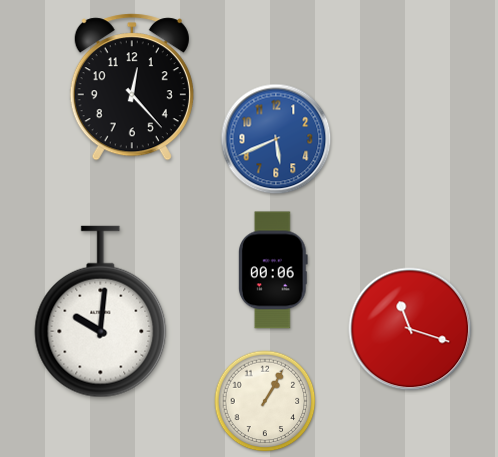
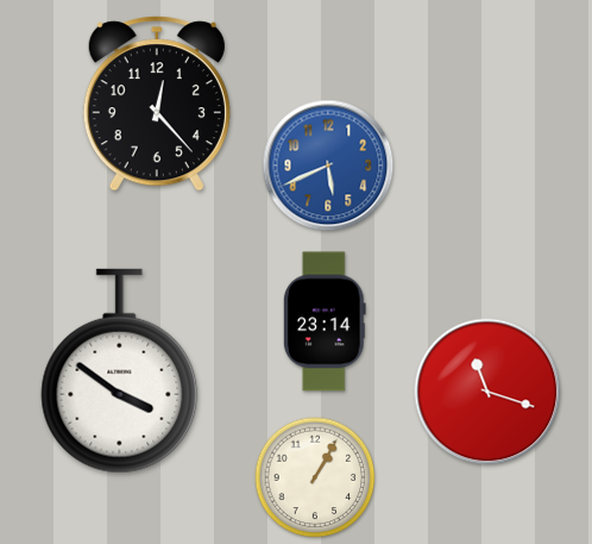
clock at (273, 270): 00:06 -> 23:14
clock at (101, 312): 10:01 -> 3:51
